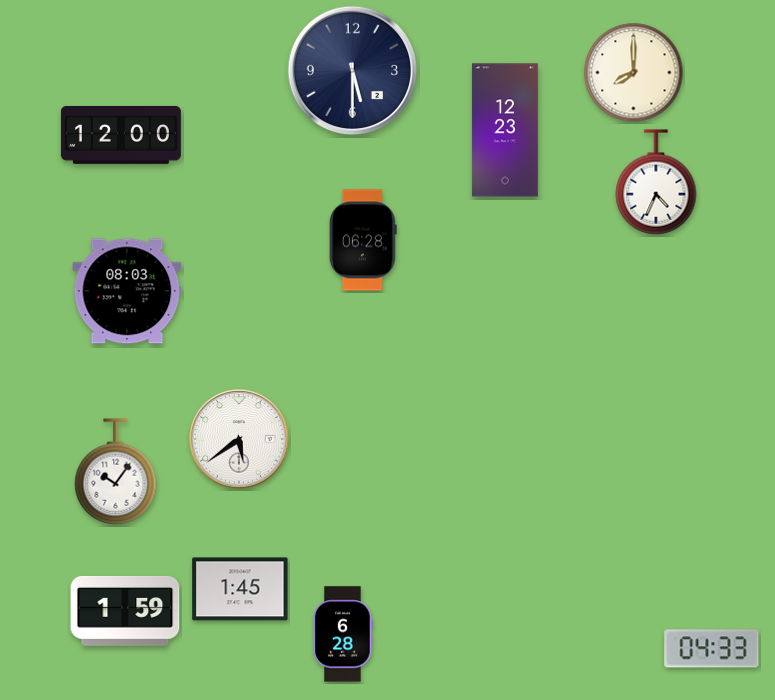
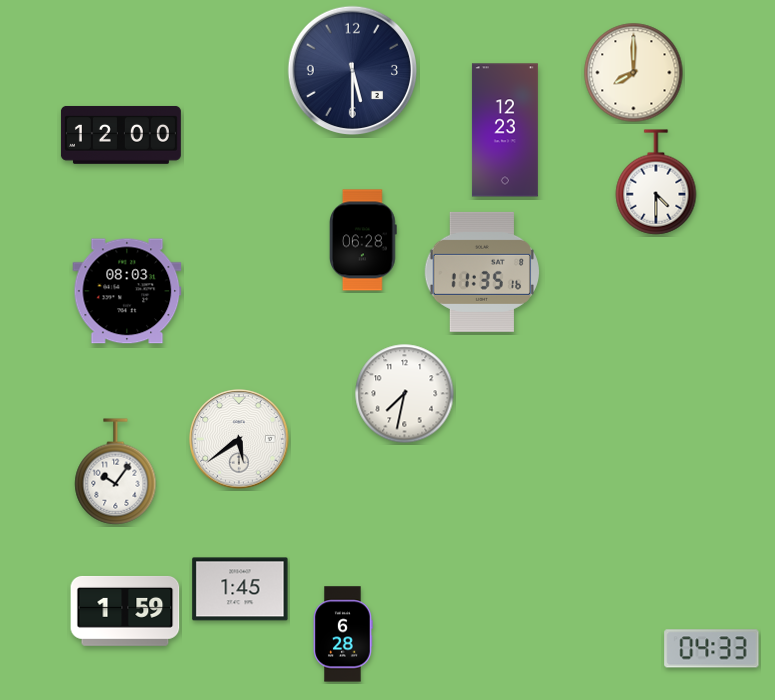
clock at (656, 182): 4:34 -> 4:30
clock at (481, 272): none -> 11:35
clock at (405, 394): none -> 7:32
